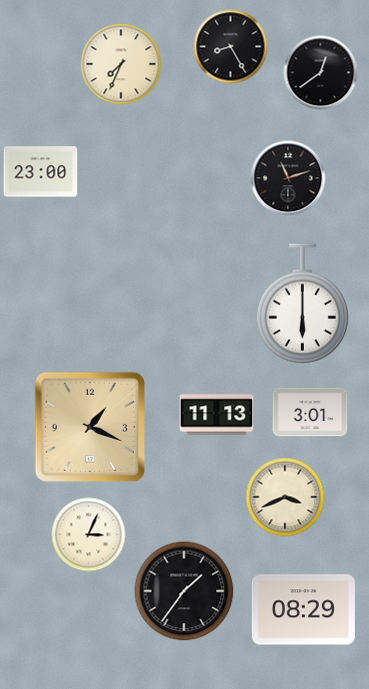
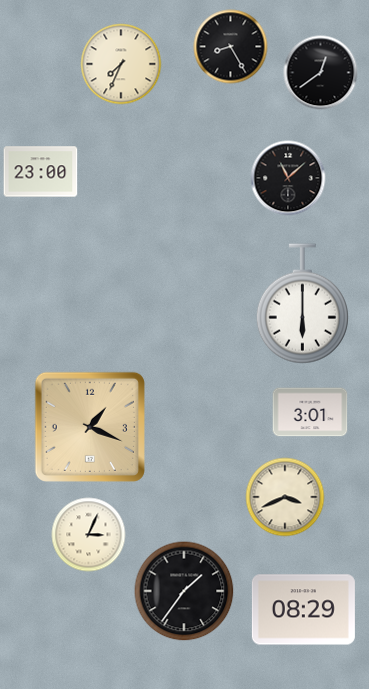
clock at (288, 178): 11:12 -> 11:08
clock at (217, 415): 11:13 -> none
